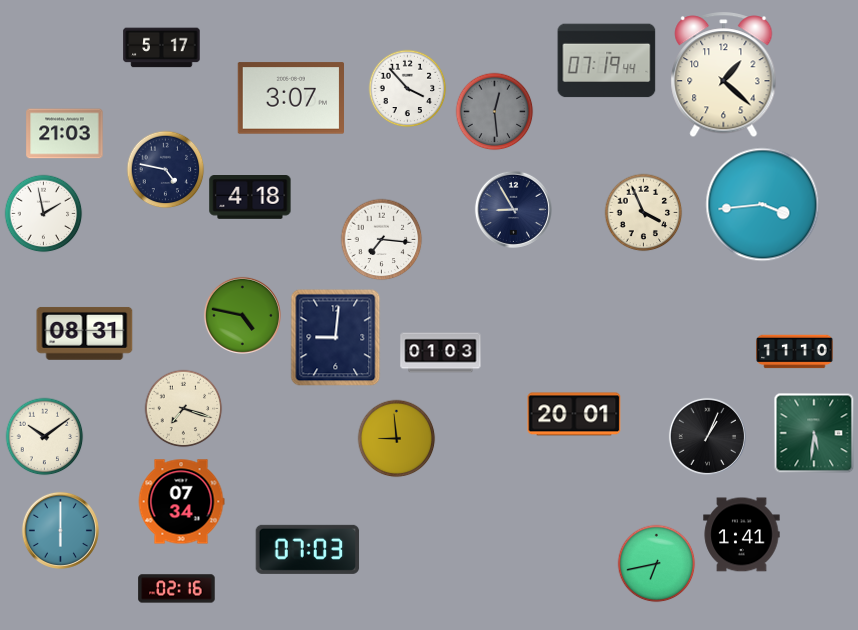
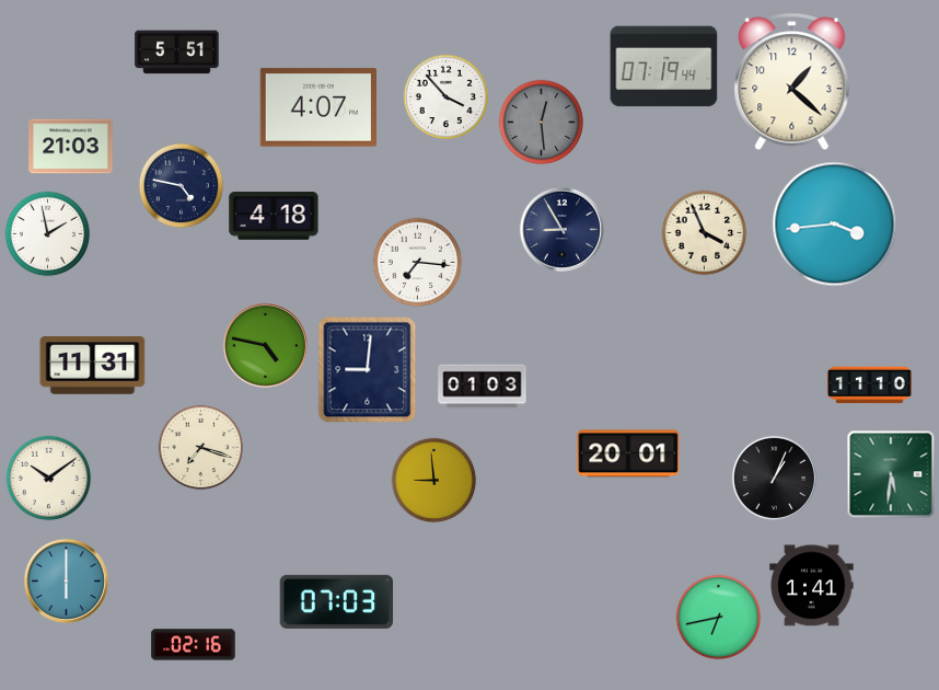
clock at (162, 48): 5:17 -> 5:51
clock at (290, 98): 3:07 -> 4:07
clock at (85, 334): 08:31 -> 11:31
clock at (181, 502): 07:34 -> none
